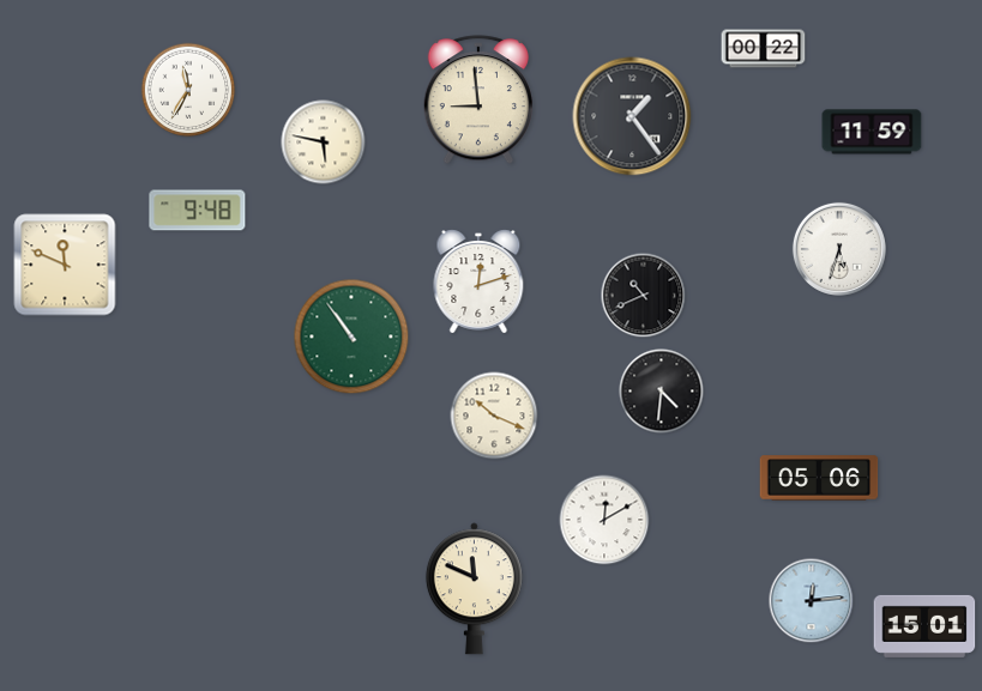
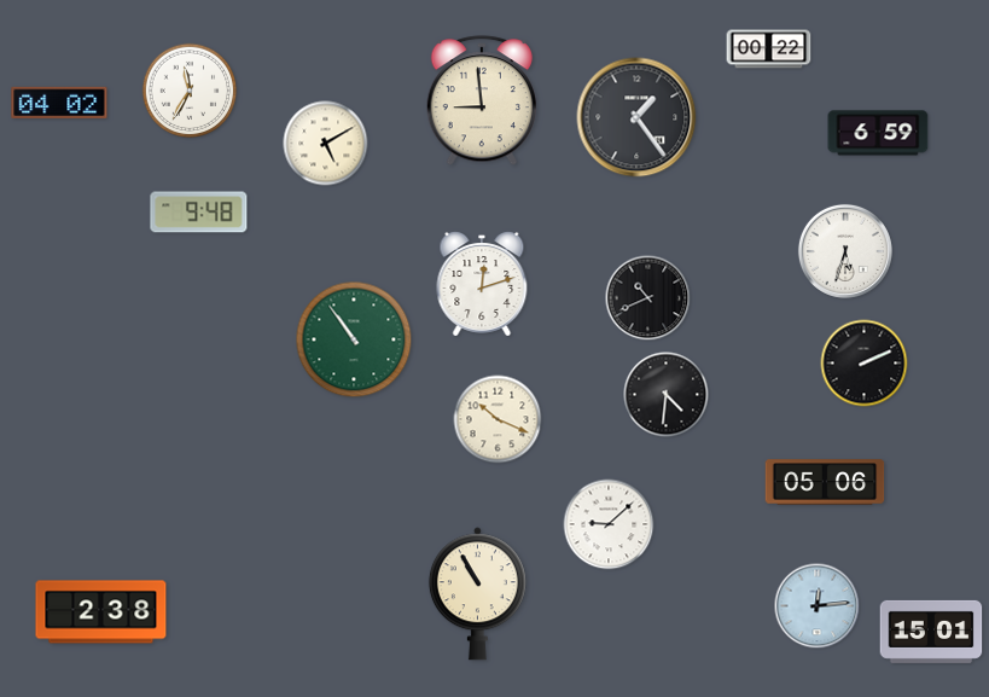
clock at (59, 103): none -> 04:02
clock at (872, 132): 11:59 -> 6:59
clock at (324, 143): 5:47 -> 5:10
clock at (65, 265): 11:49 -> none
clock at (865, 364): none -> 2:11
clock at (604, 520): 12:10 -> 9:08
clock at (474, 589): 11:49 -> 10:55
clock at (101, 612): none -> 2:38
